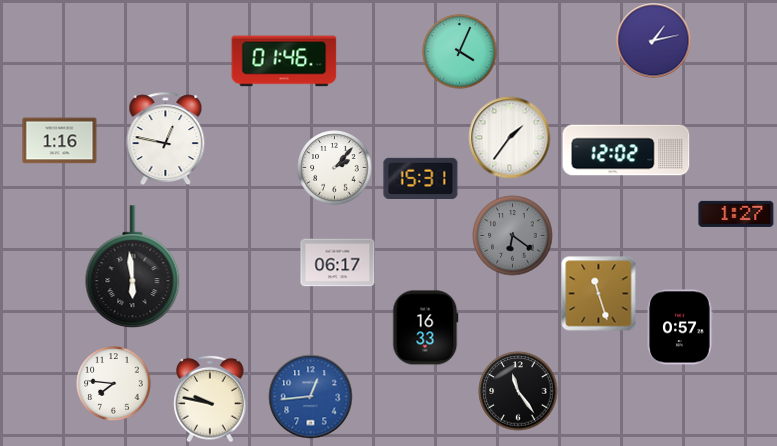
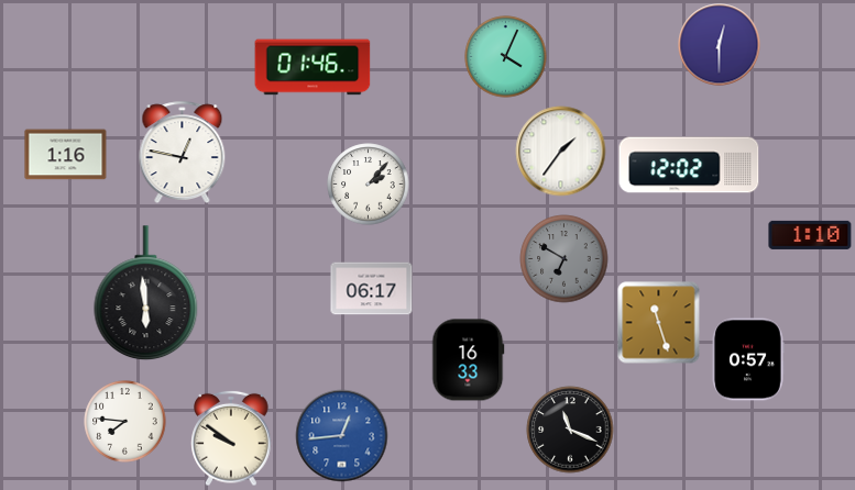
clock at (654, 41): 1:13 -> 12:30
clock at (421, 178): 15:31 -> none
clock at (736, 214): 1:27 -> 1:10
clock at (513, 236): 6:21 -> 6:50
clock at (518, 391): 11:24 -> 11:19
clock at (210, 399): 9:47 -> 9:51
